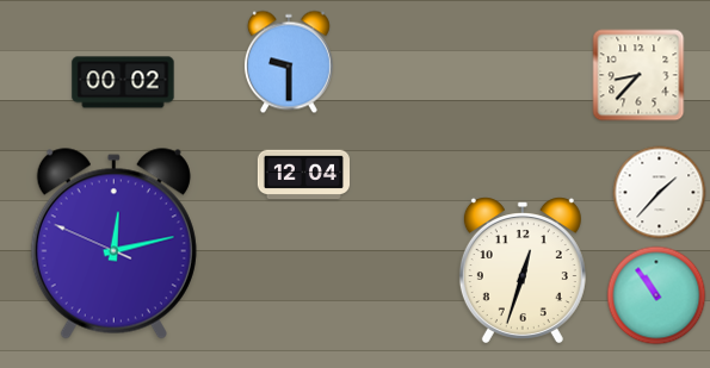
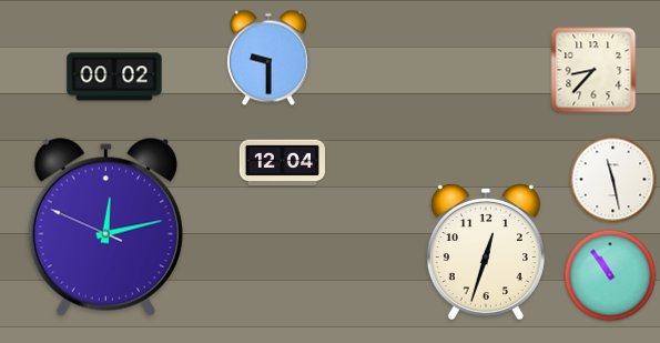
clock at (660, 193): 1:37 -> 11:28
